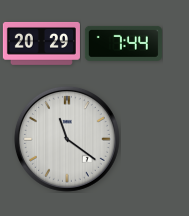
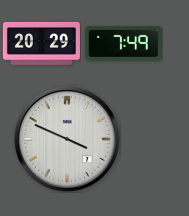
clock at (123, 43): 7:44 -> 7:49
clock at (67, 139): 11:21 -> 3:49
